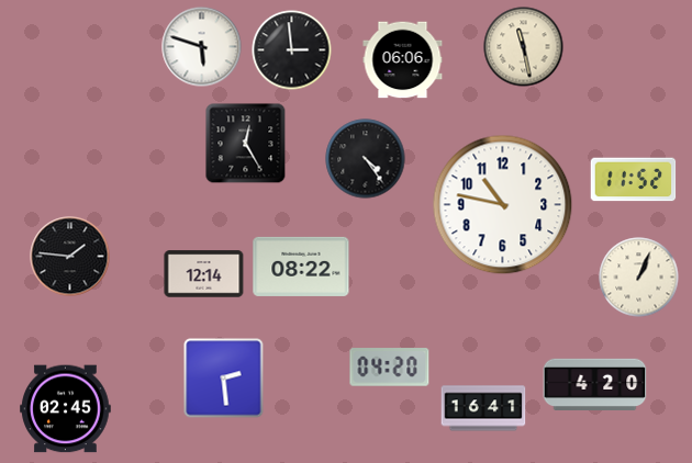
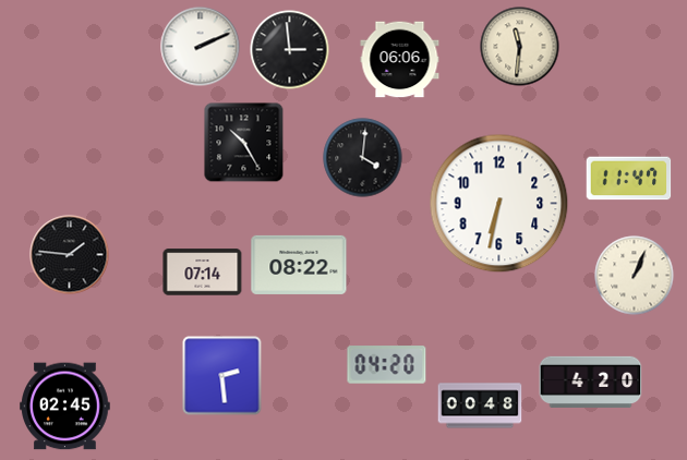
clock at (202, 47): 5:48 -> 2:11
clock at (524, 47): 11:28 -> 11:31
clock at (246, 144): 12:25 -> 10:25
clock at (366, 159): 4:24 -> 4:01
clock at (634, 180): 11:52 -> 11:47
clock at (503, 205): 10:47 -> 6:32
clock at (204, 274): 12:14 -> 07:14
clock at (483, 408): 16:41 -> 00:48
